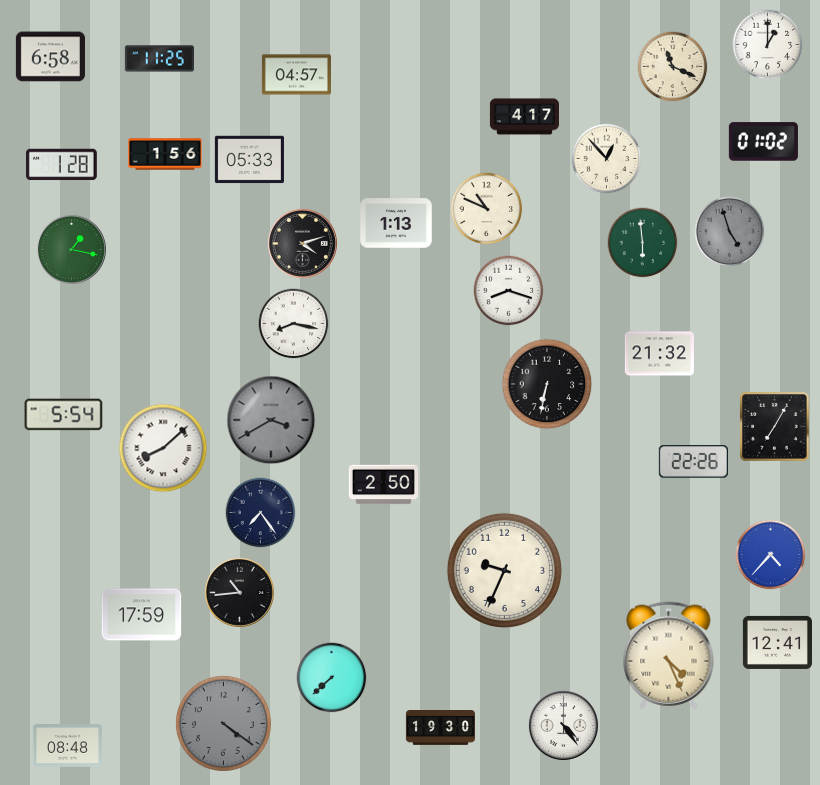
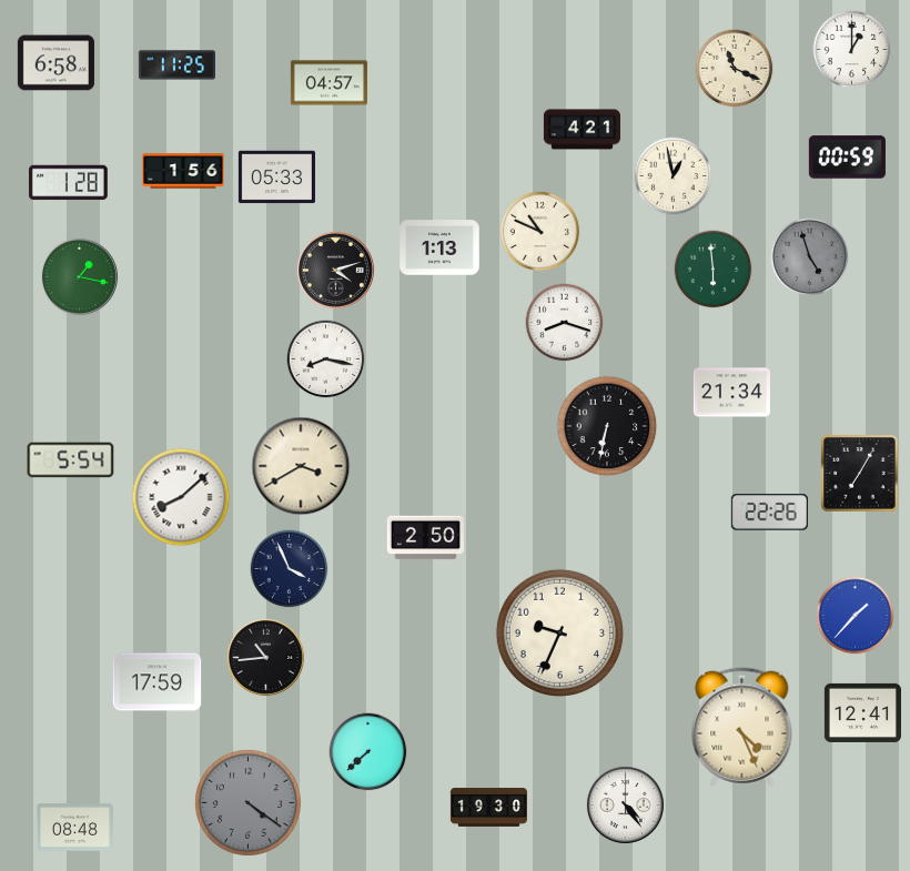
clock at (673, 67) position: (673, 67) -> (735, 69)
clock at (524, 117): 4:17 -> 4:21
clock at (763, 142): 01:02 -> 00:59
clock at (607, 159): 12:53 -> 12:58
clock at (659, 354): 21:32 -> 21:34
clock at (271, 420) dial: grey -> cream
clock at (261, 513): 7:24 -> 3:56
clock at (771, 555): 4:37 -> 1:37
